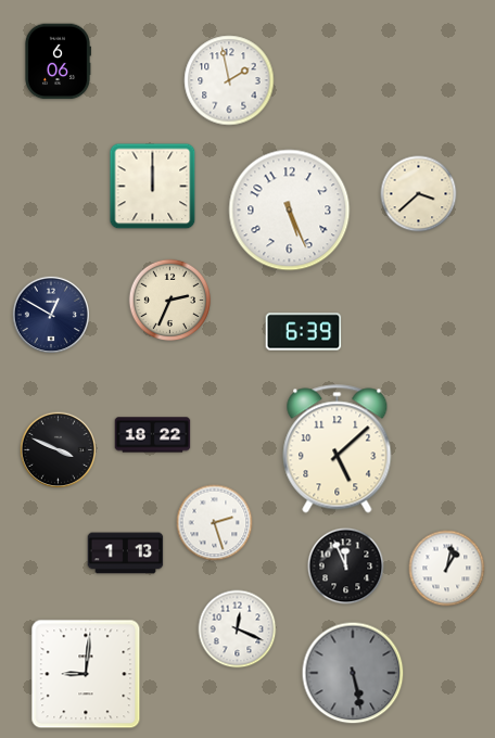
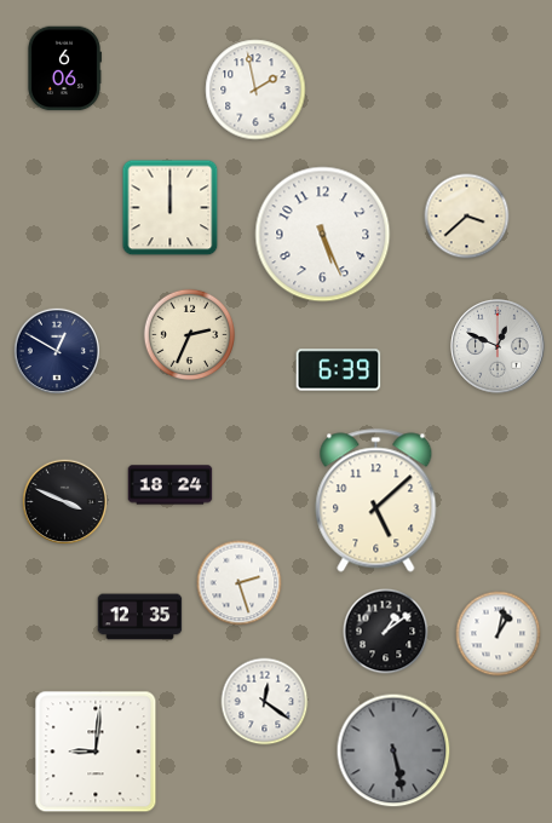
clock at (498, 346): none -> 12:49
clock at (153, 435): 18:22 -> 18:24
clock at (126, 553): 1:13 -> 12:35
clock at (346, 567): 11:56 -> 1:09
clock at (238, 629): 12:19 -> 12:21
